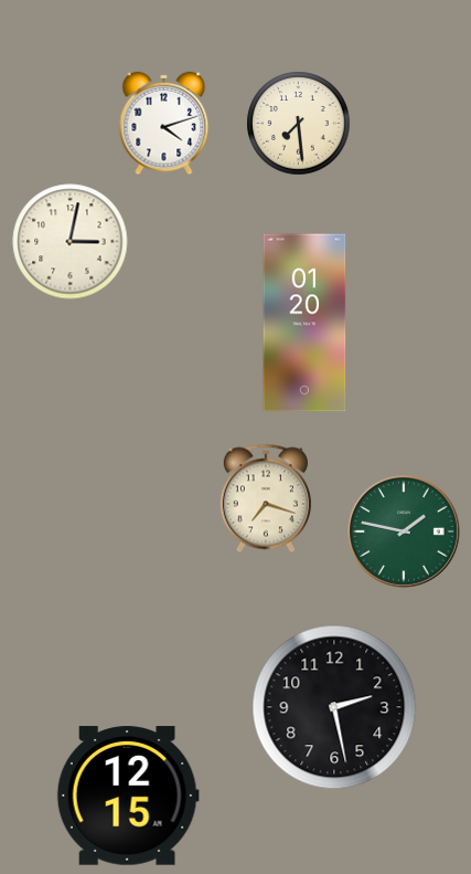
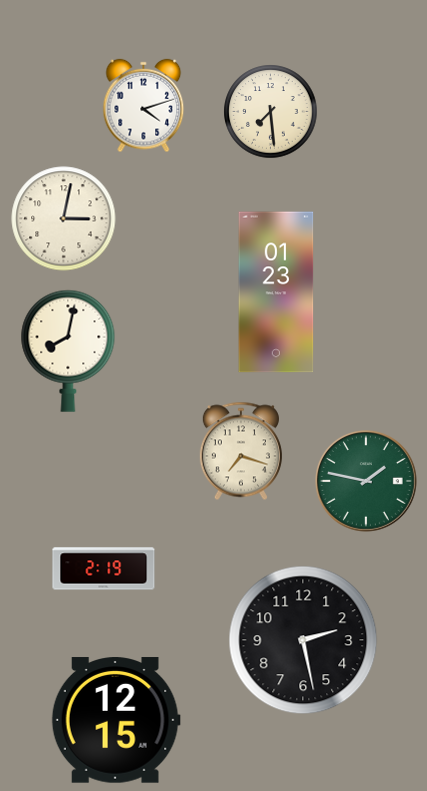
clock at (164, 124) position: (164, 124) -> (144, 106)
clock at (304, 323): 01:20 -> 01:23
clock at (68, 351): none -> 8:02
clock at (104, 569): none -> 2:19
